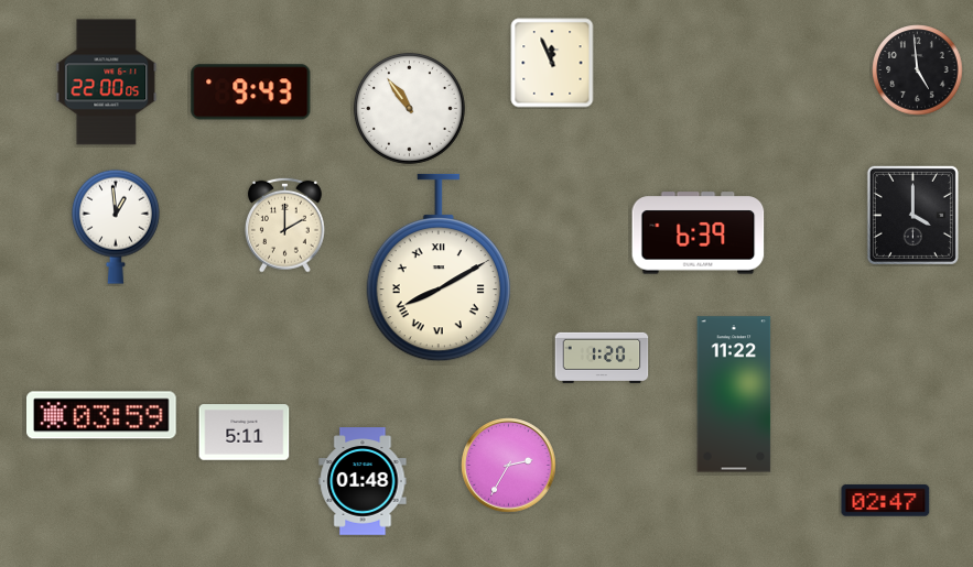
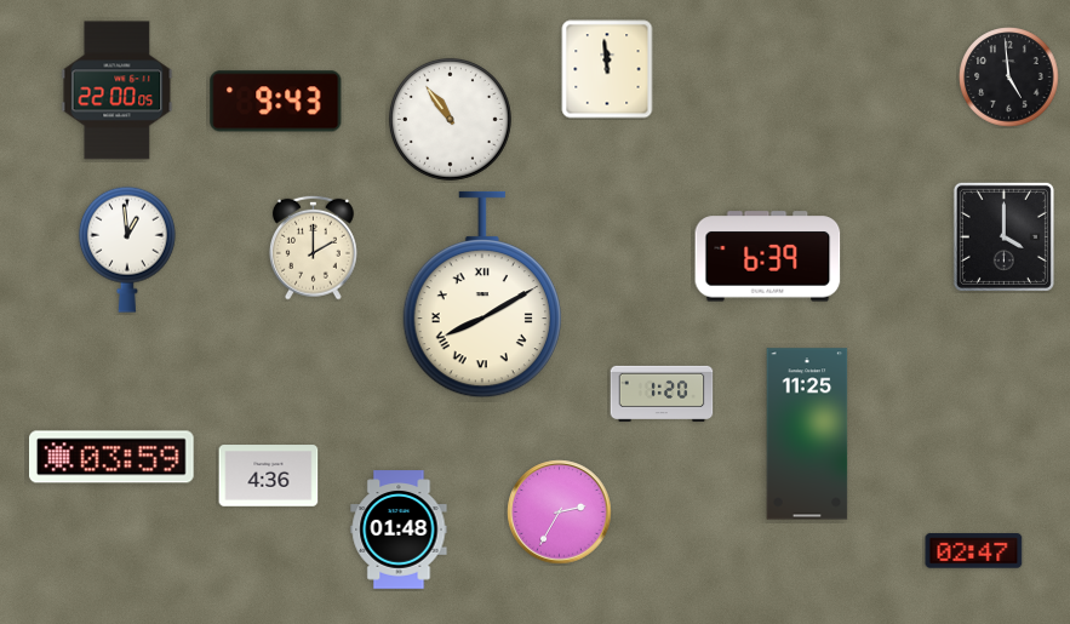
clock at (552, 63): 11:56 -> 11:59
clock at (734, 394): 11:22 -> 11:25
clock at (245, 433): 5:11 -> 4:36
